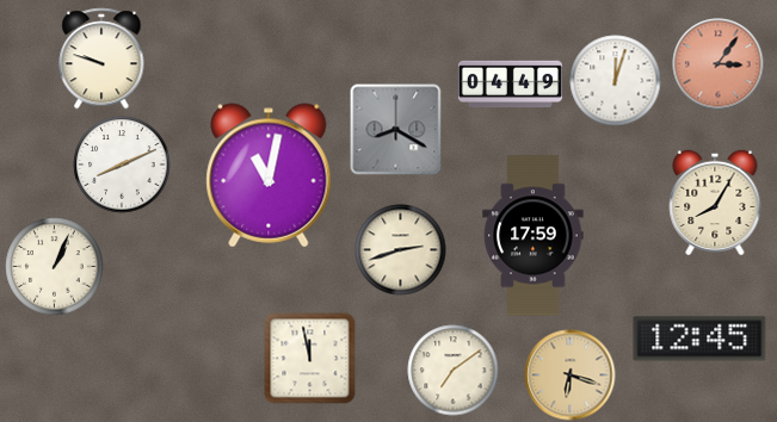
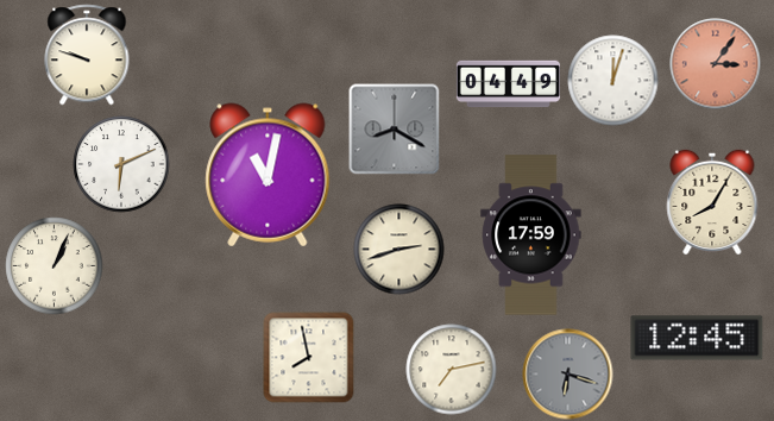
clock at (101, 58) position: (101, 58) -> (87, 55)
clock at (122, 165): 8:11 -> 6:11
clock at (310, 359): 11:58 -> 7:58
clock at (454, 371): 7:09 -> 7:13
clock at (571, 376) dial: champagne -> grey
